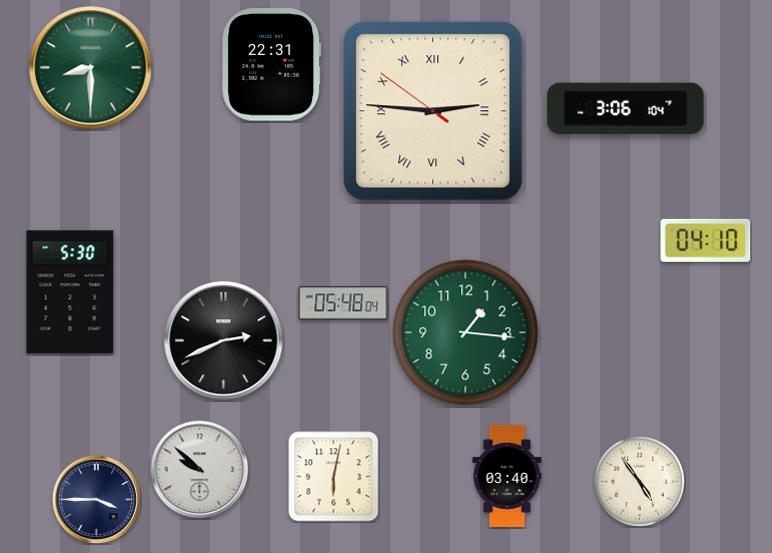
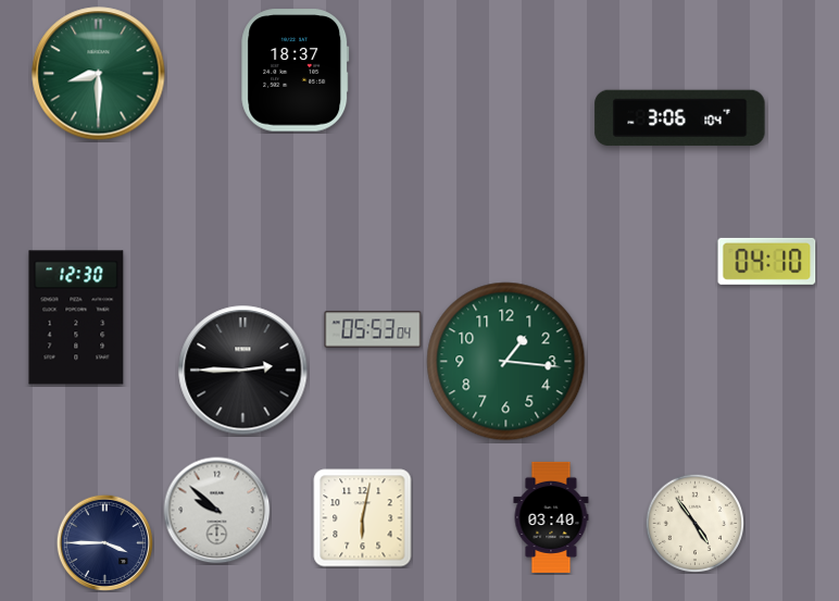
clock at (272, 65): 22:31 -> 18:37
clock at (433, 111): 2:45 -> none
clock at (70, 292): 5:30 -> 12:30
clock at (343, 303): 05:48 -> 05:53
clock at (224, 341): 2:41 -> 2:45
